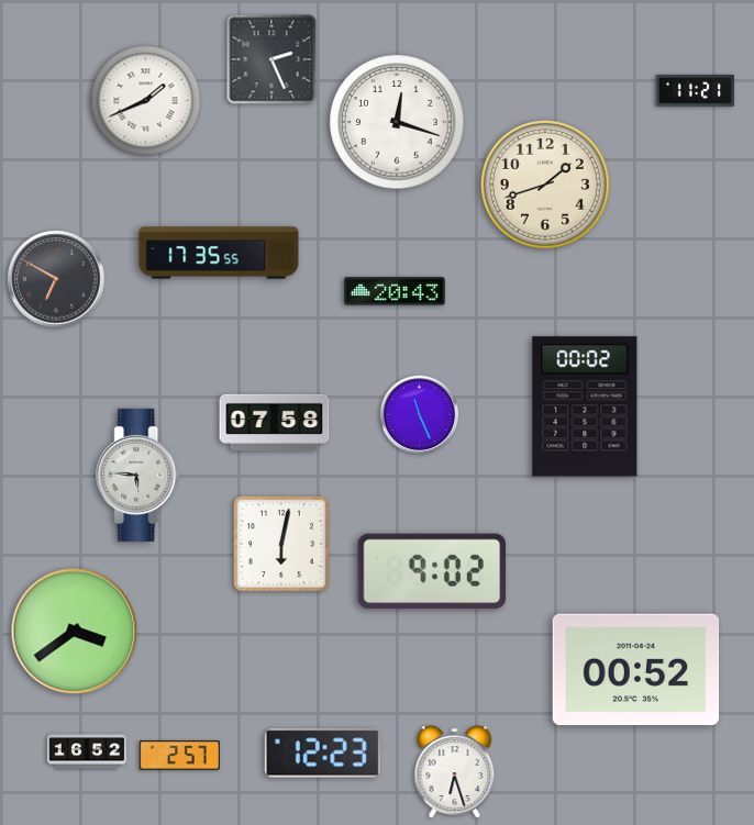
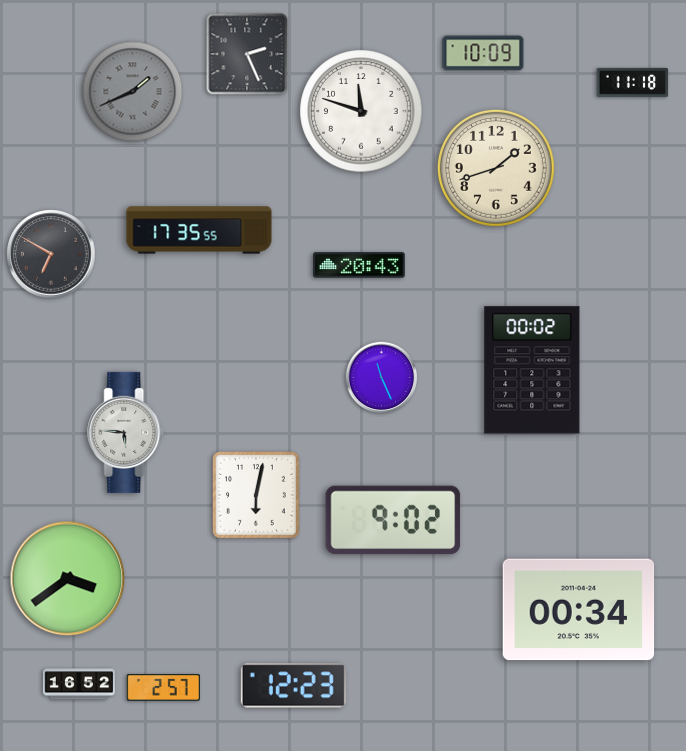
clock at (483, 53): none -> 10:09
clock at (696, 90): 11:21 -> 11:18
clock at (146, 101) dial: white -> grey
clock at (397, 122): 12:18 -> 11:48
clock at (275, 423): 07:58 -> none
clock at (75, 632) position: (75, 632) -> (68, 579)
clock at (636, 670): 00:52 -> 00:34
clock at (455, 772): 6:27 -> none
